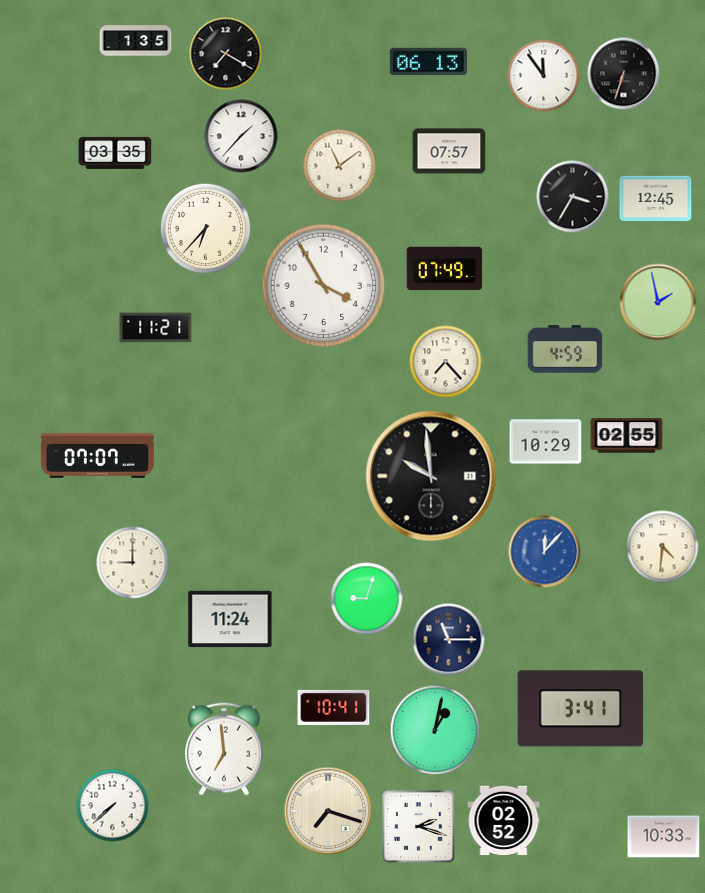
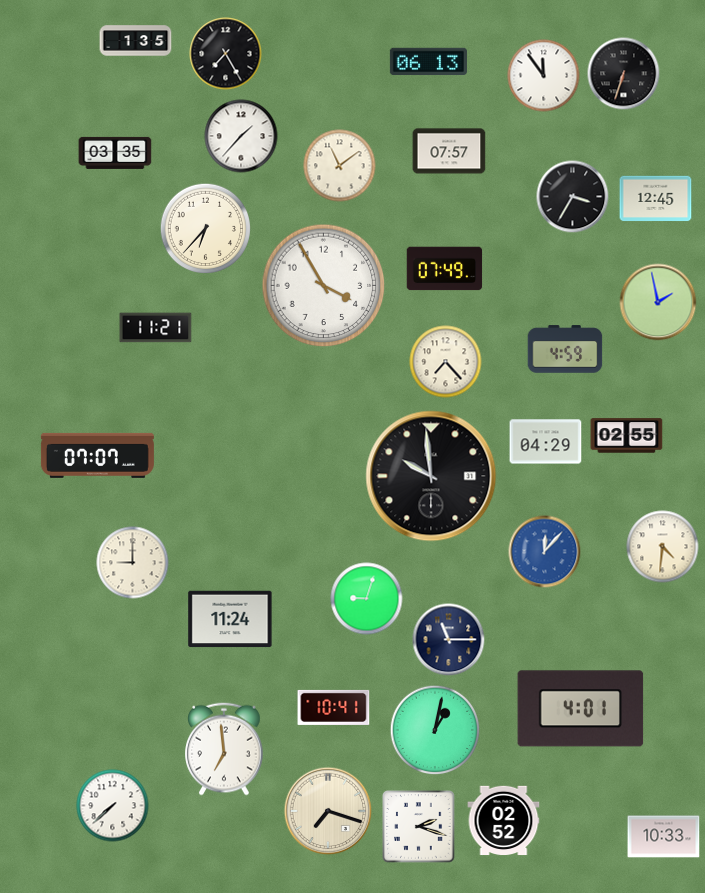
clock at (226, 54): 7:20 -> 7:25
clock at (546, 442): 10:29 -> 04:29
clock at (581, 709): 3:41 -> 4:01
